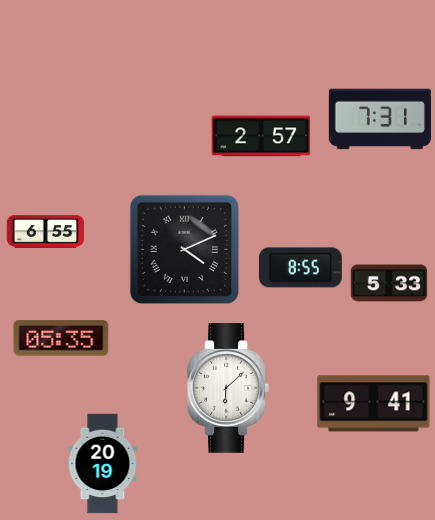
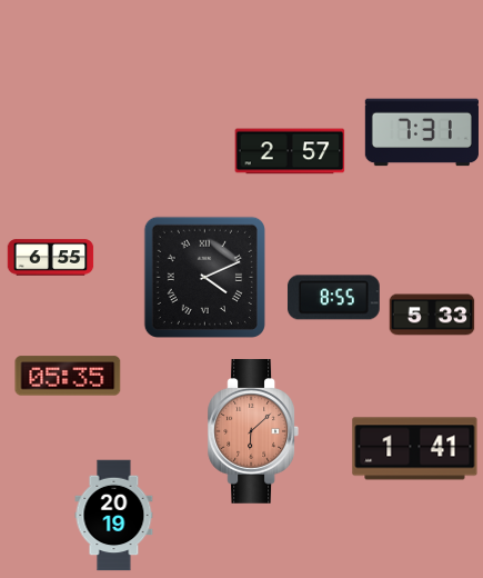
clock at (227, 389) dial: white -> salmon
clock at (374, 404): 9:41 -> 1:41
